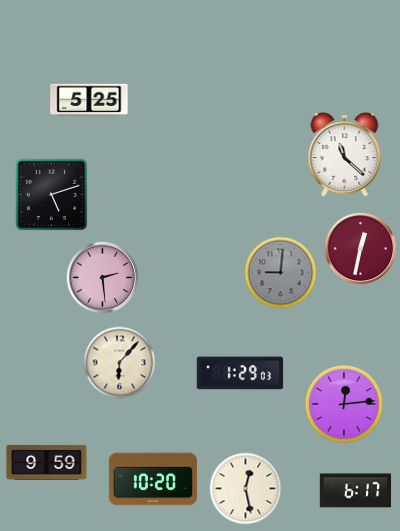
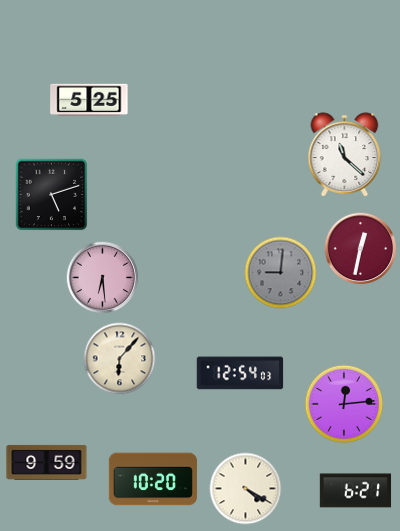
clock at (103, 278): 2:29 -> 6:29
clock at (120, 363) position: (120, 363) -> (120, 359)
clock at (240, 373): 1:29 -> 12:54
clock at (246, 489): 12:28 -> 4:20
clock at (356, 491): 6:17 -> 6:21
